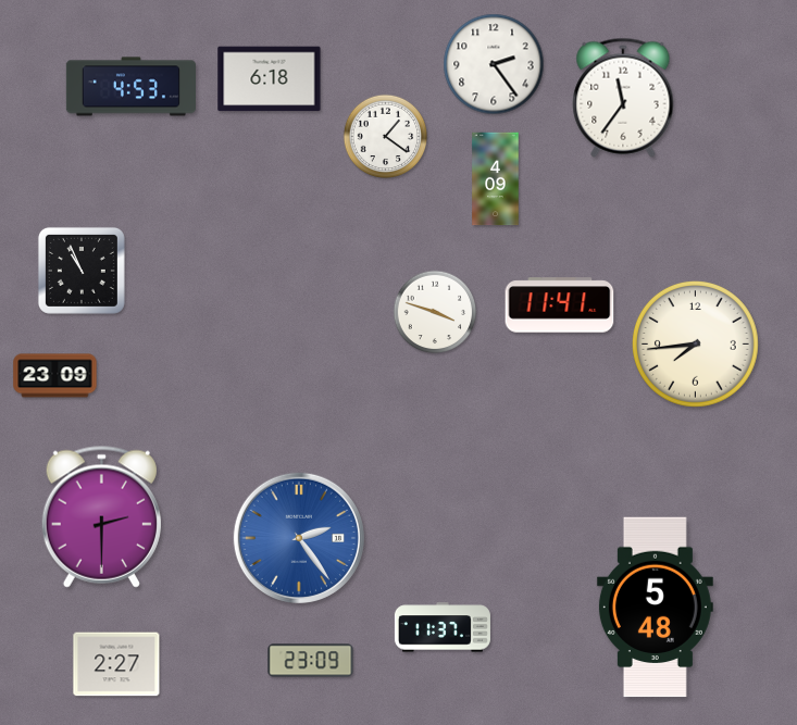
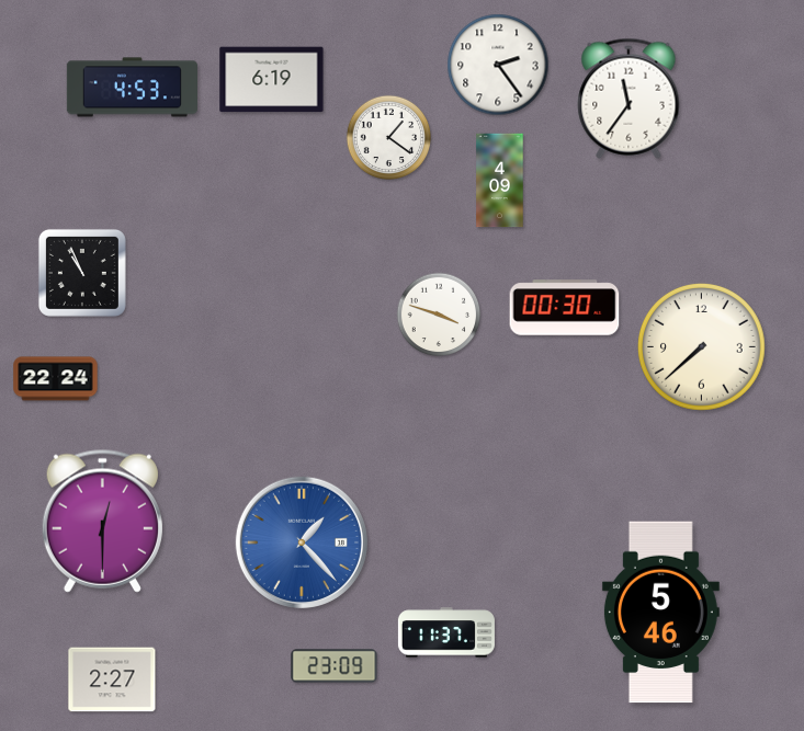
clock at (270, 79): 6:18 -> 6:19
clock at (560, 305): 11:41 -> 00:30
clock at (695, 343): 7:44 -> 7:38
clock at (55, 376): 23:09 -> 22:24
clock at (101, 516): 2:30 -> 12:30
clock at (299, 538): 2:24 -> 1:23
clock at (655, 608): 5:48 -> 5:46
clock at (311, 661) position: (311, 661) -> (335, 666)
clock at (116, 664) position: (116, 664) -> (112, 679)
